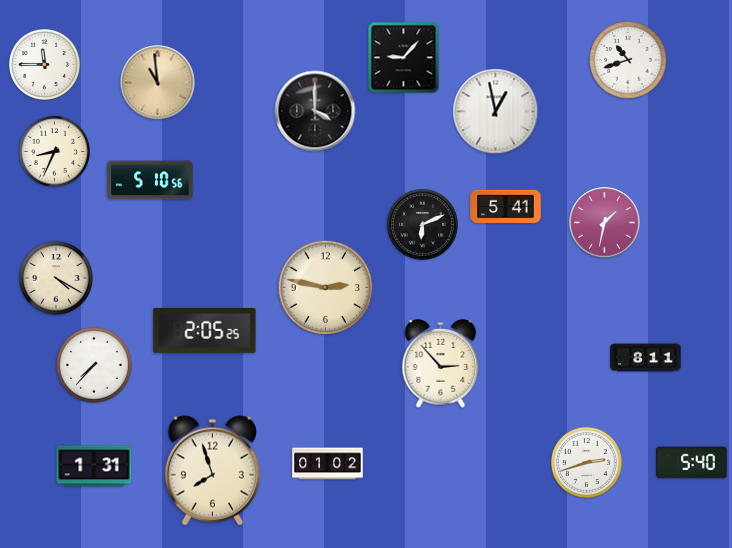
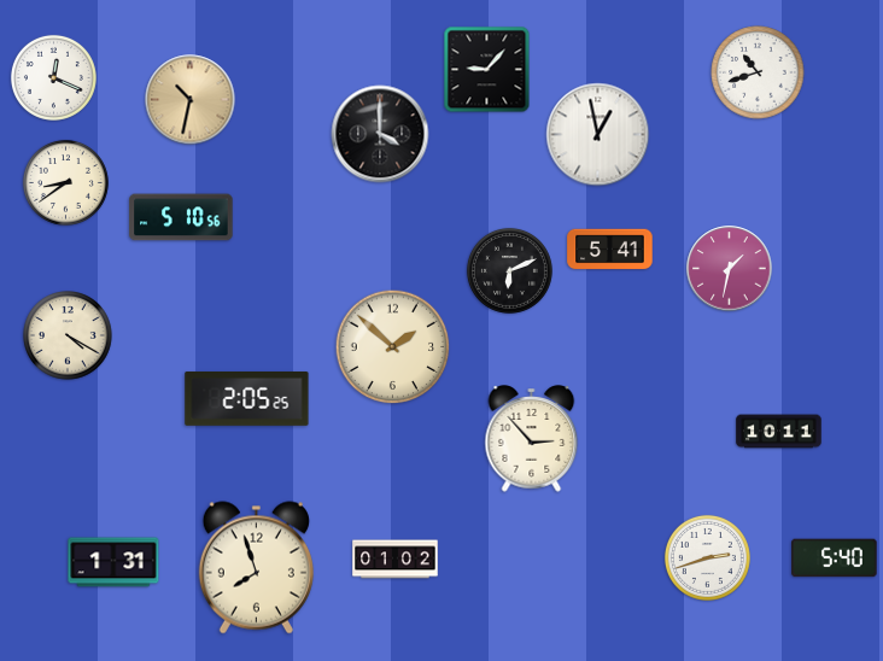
clock at (44, 64): 11:45 -> 12:19
clock at (158, 83): 10:59 -> 10:32
clock at (54, 151): 8:34 -> 8:39
clock at (326, 288): 2:47 -> 1:52
clock at (646, 358): 8:11 -> 10:11
clock at (94, 365): 7:37 -> none
